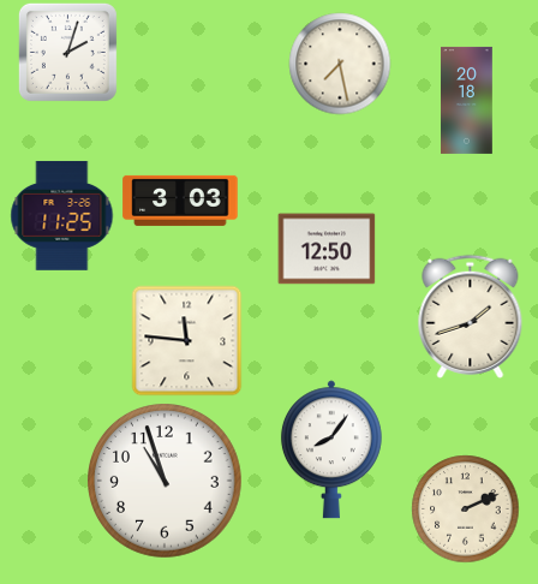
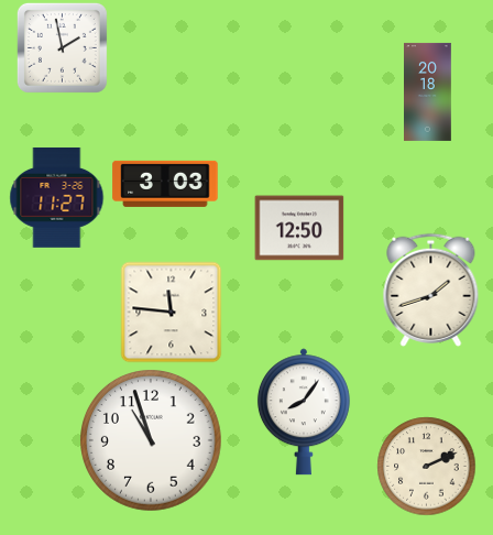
clock at (67, 52): 2:03 -> 1:58
clock at (340, 64): 7:28 -> none
clock at (62, 215): 11:25 -> 11:27
